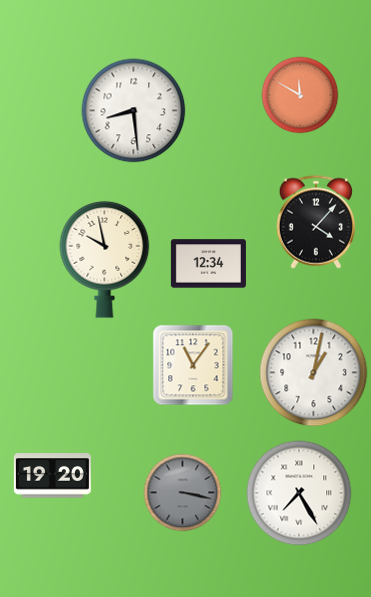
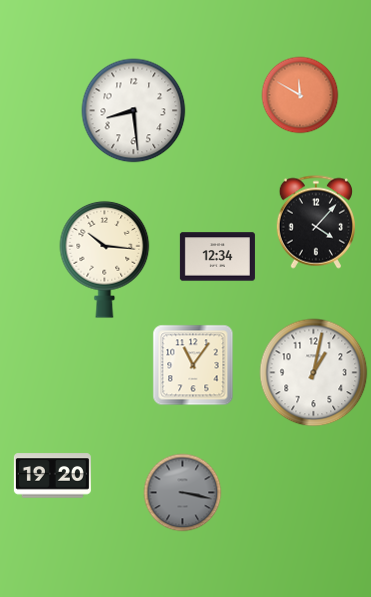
clock at (105, 259): 9:58 -> 10:16
clock at (208, 264) position: (208, 264) -> (217, 257)
clock at (299, 493): 7:25 -> none
